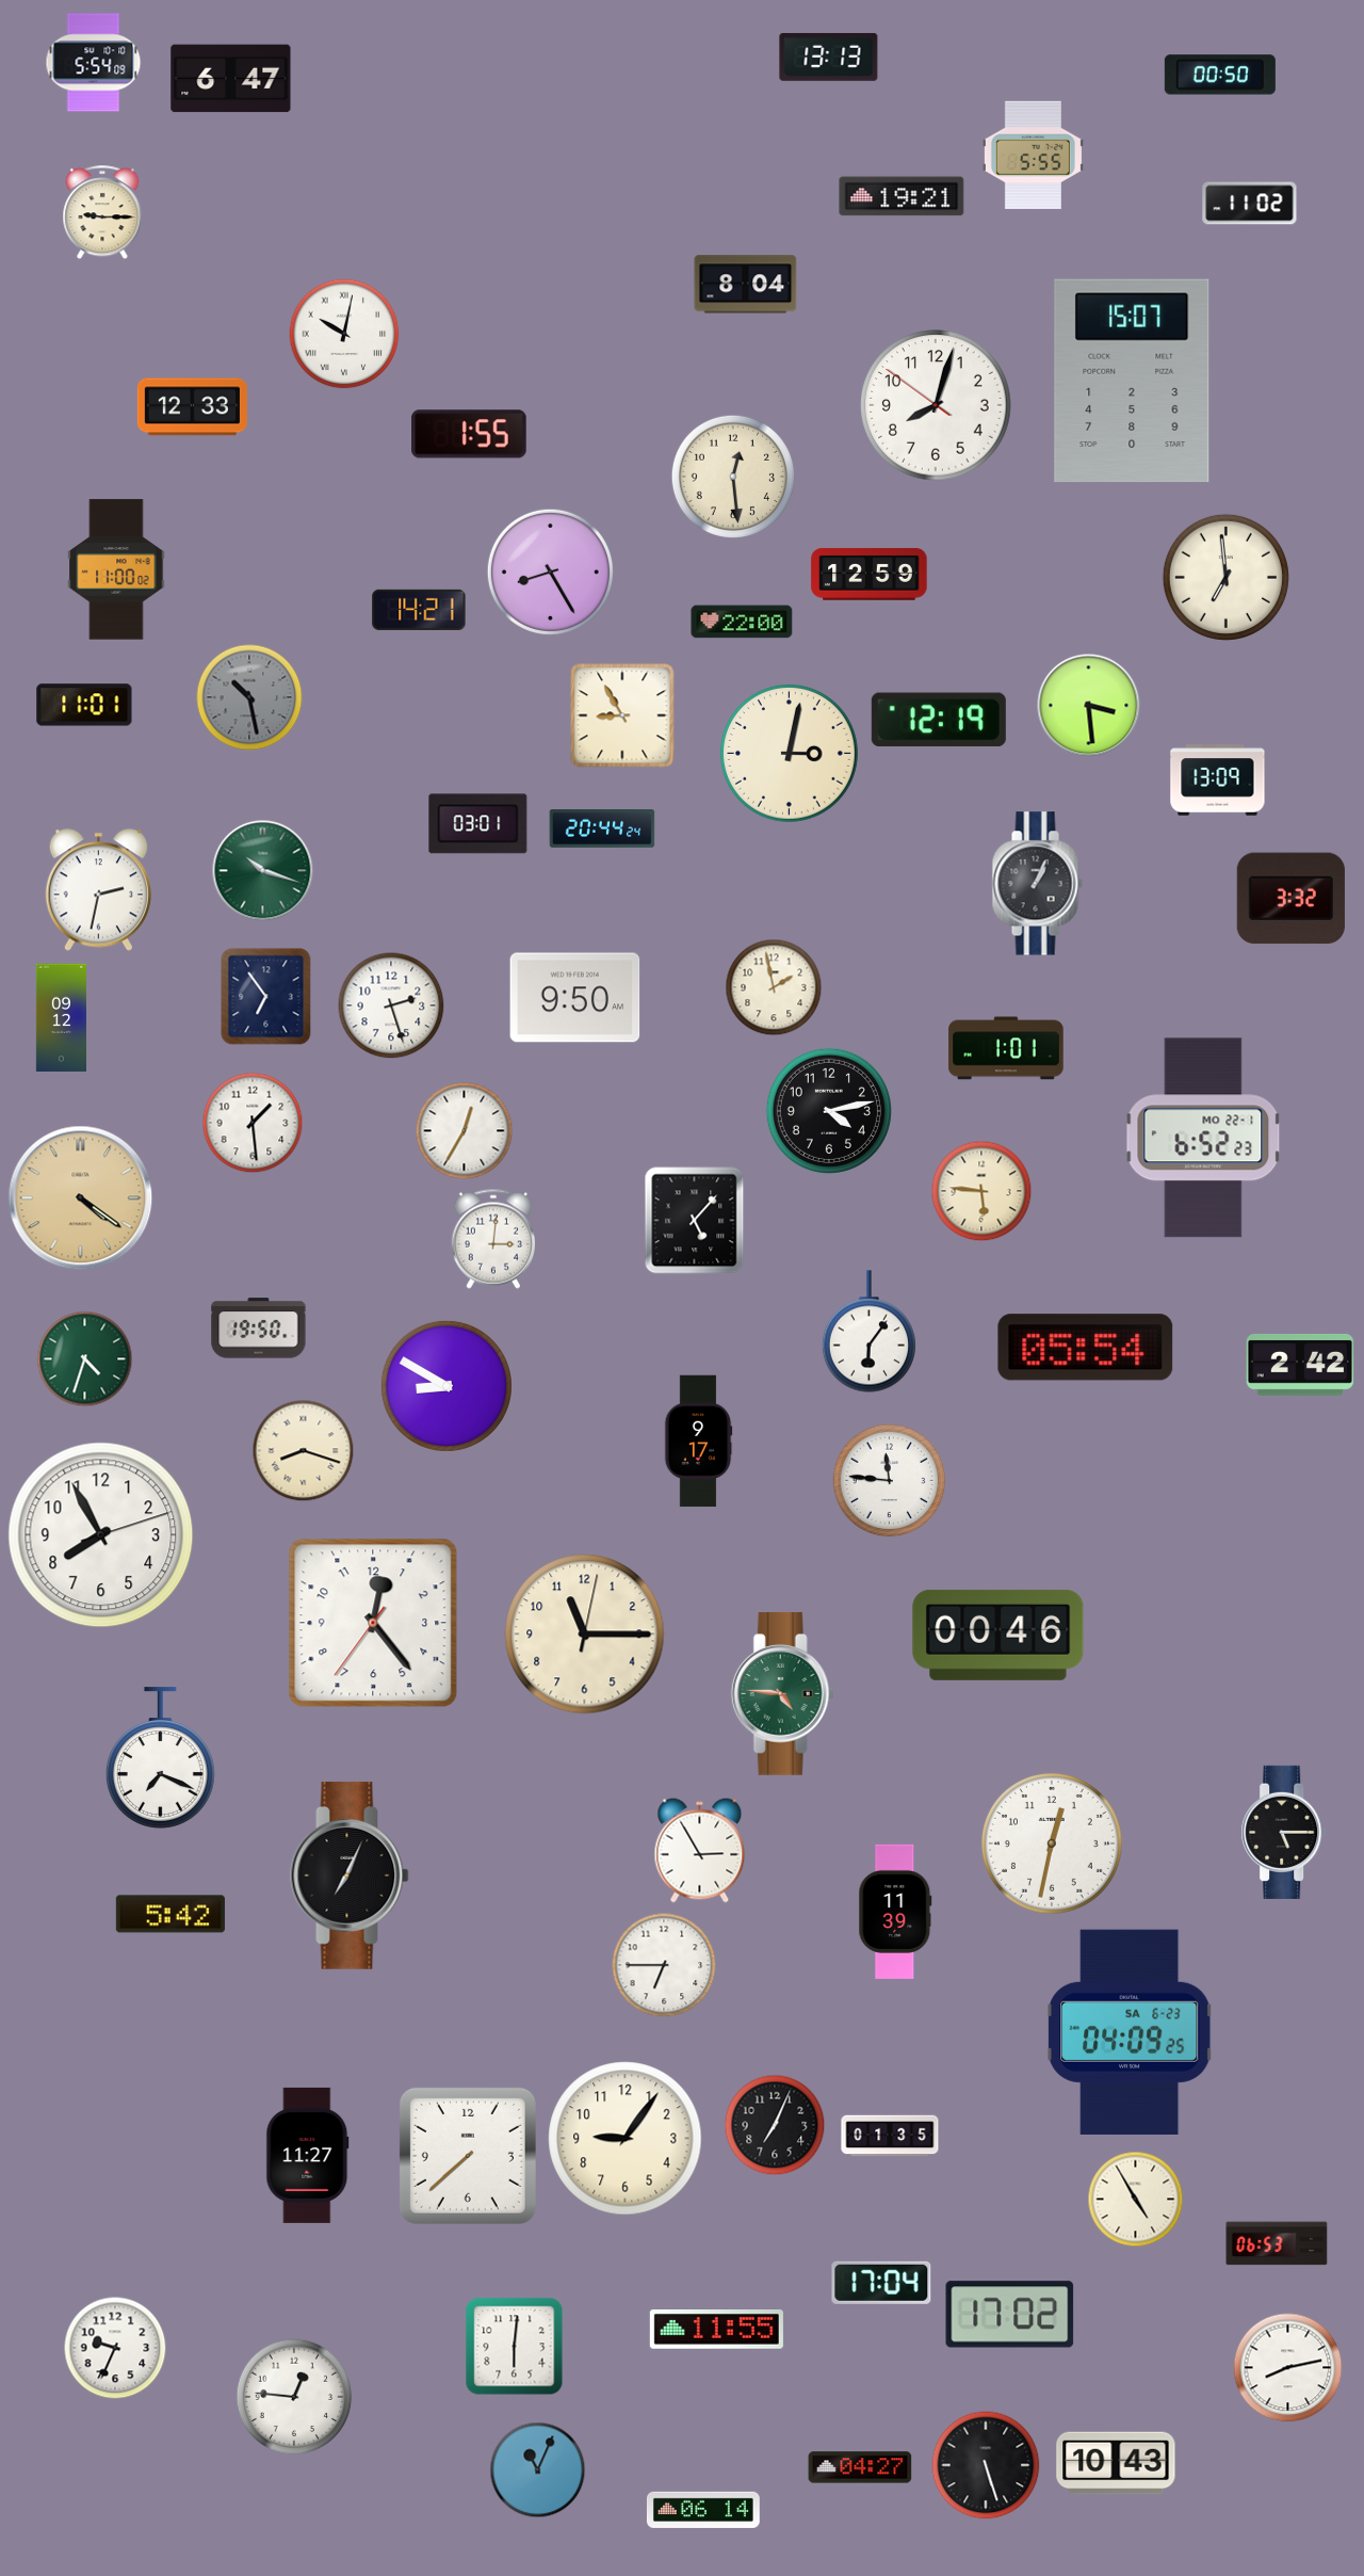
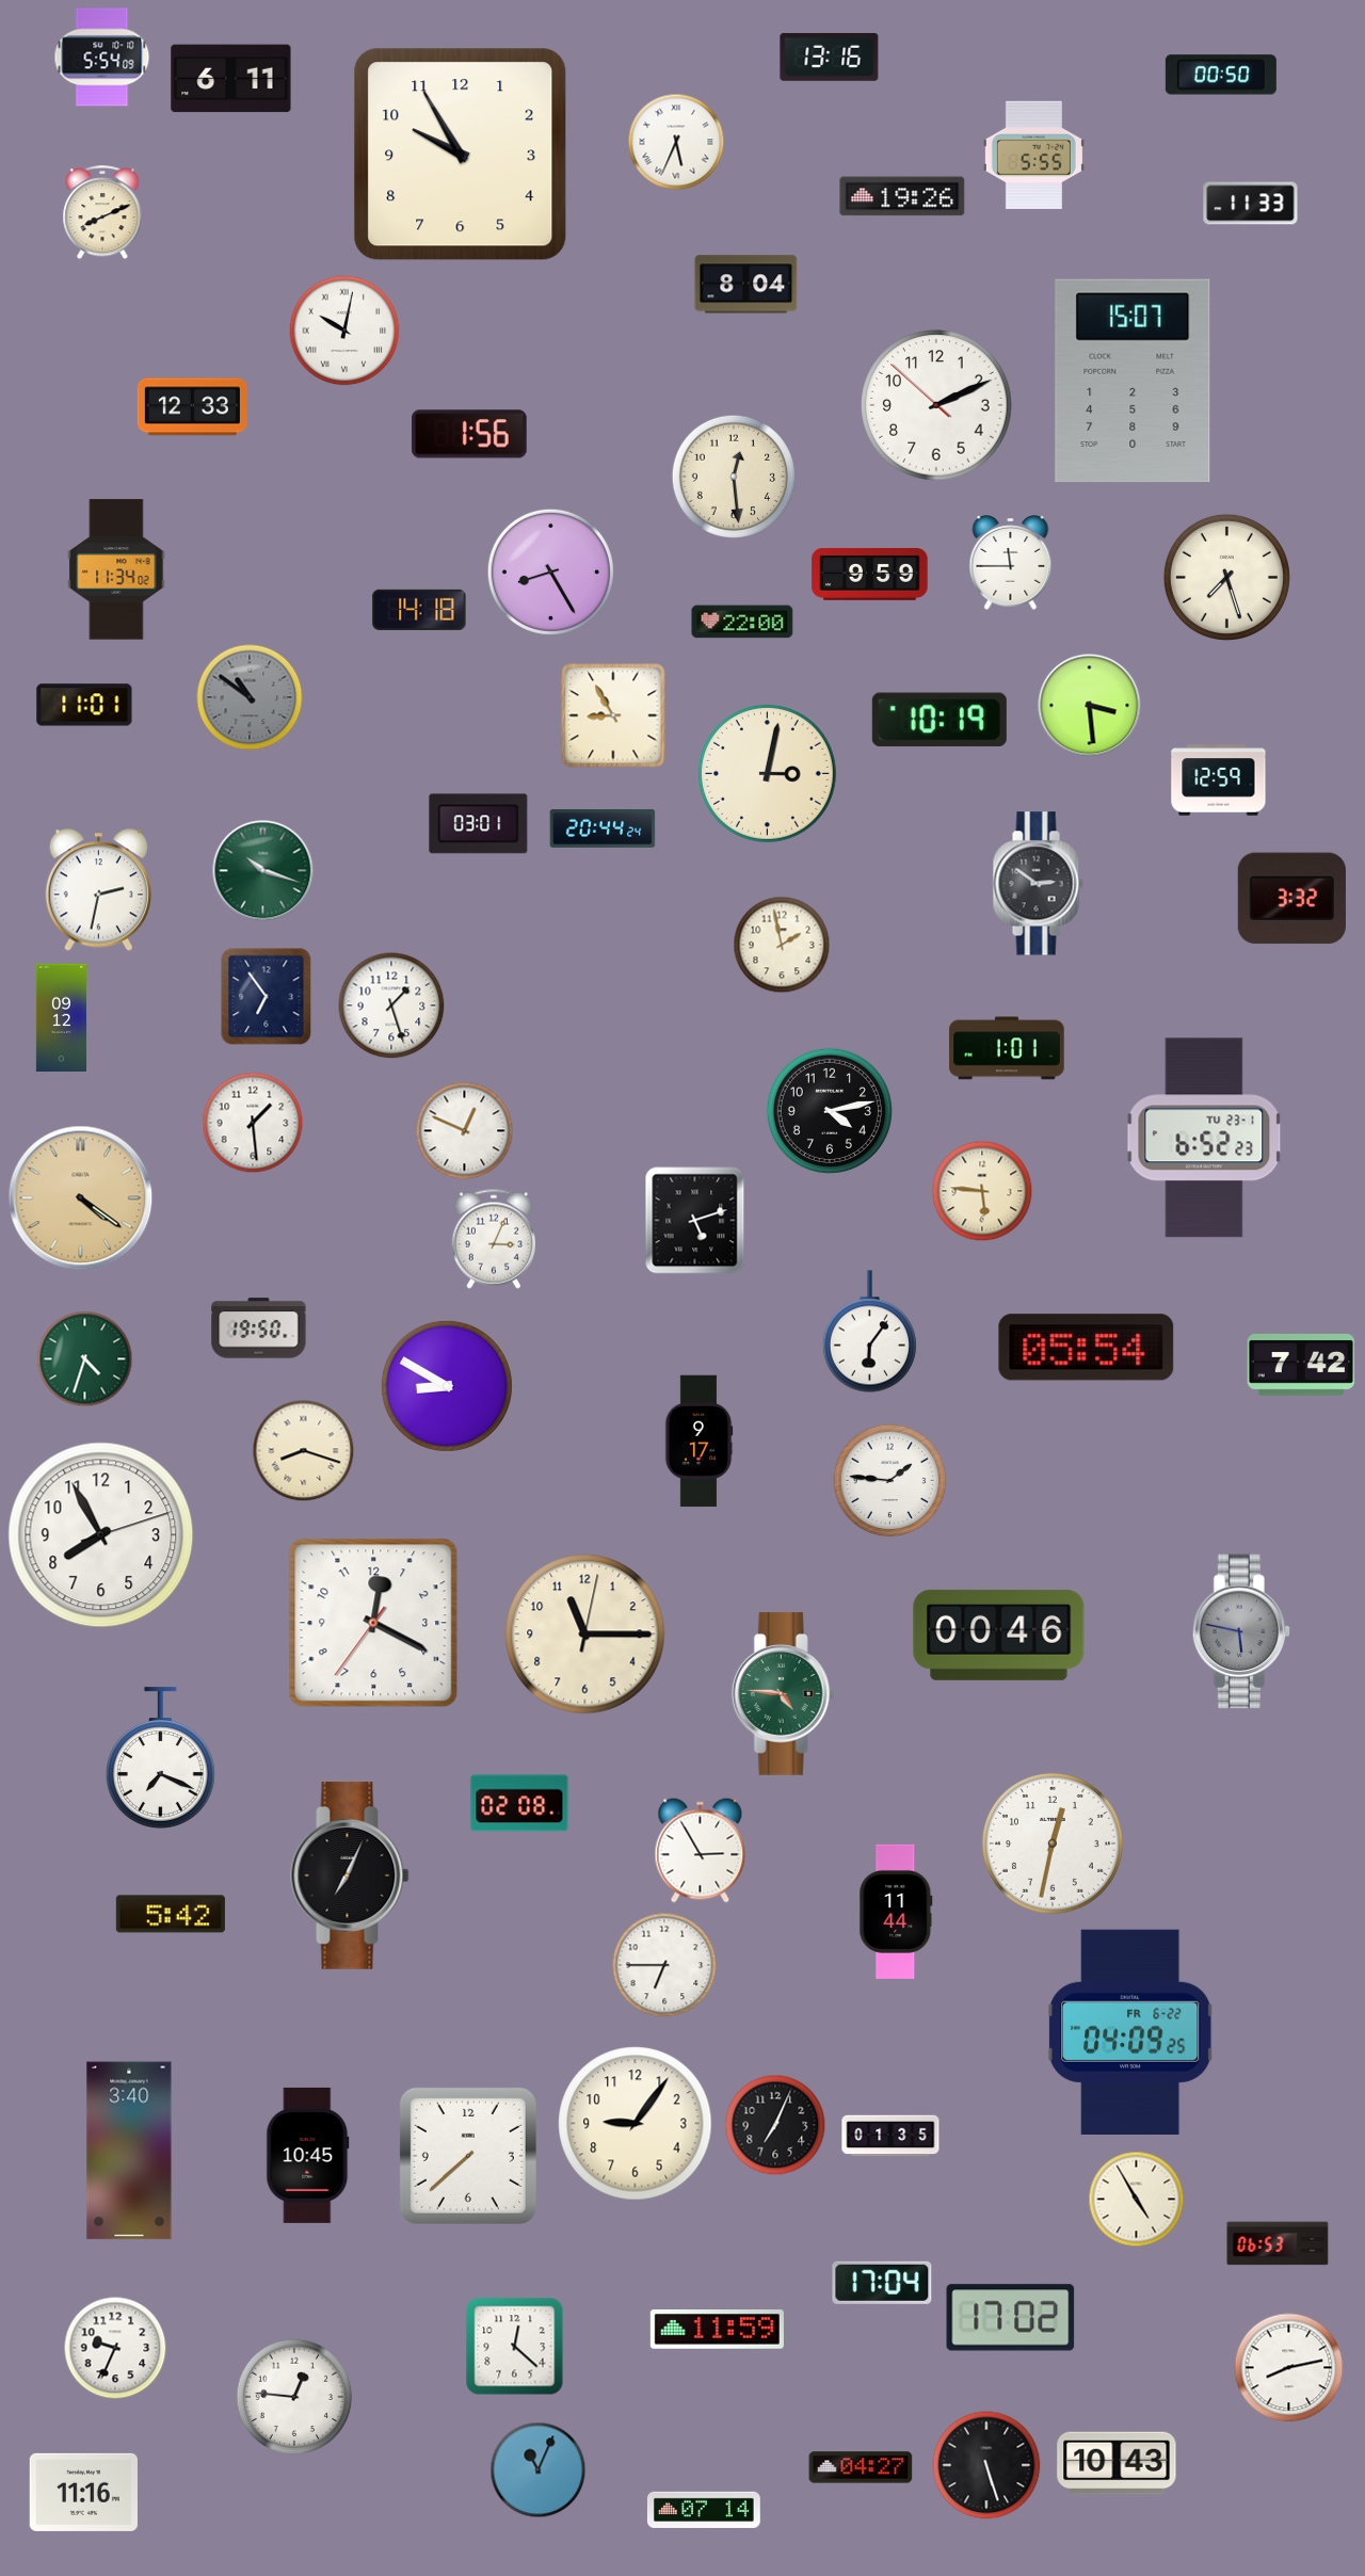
clock at (829, 57): 13:13 -> 13:16
clock at (94, 63) position: (94, 63) -> (102, 58)
clock at (231, 79): 6:47 -> 6:11
clock at (676, 142): none -> 5:34
clock at (461, 155): none -> 9:55
clock at (902, 196): 19:21 -> 19:26
clock at (1250, 204): 11:02 -> 11:33
clock at (102, 213): 9:15 -> 8:11
clock at (344, 334) position: (344, 334) -> (344, 331)
clock at (936, 405): 8:02 -> 2:10
clock at (469, 434): 1:55 -> 1:56
clock at (1011, 563): none -> 11:45
clock at (116, 569): 11:00 -> 11:34
clock at (870, 574): 12:59 -> 9:59
clock at (1225, 577): 6:59 -> 7:27
clock at (419, 610): 14:21 -> 14:18
clock at (249, 697): 10:28 -> 10:51
clock at (622, 715) position: (622, 715) -> (613, 715)
clock at (939, 720): 12:19 -> 10:19
clock at (789, 753) position: (789, 753) -> (767, 773)
clock at (1218, 780): 13:09 -> 12:59
clock at (1037, 884): 1:04 -> 2:51
clock at (774, 987) position: (774, 987) -> (782, 945)
clock at (575, 998): 9:50 -> none
clock at (391, 1005): 2:27 -> 1:27
clock at (465, 1131): 12:35 -> 12:49
clock at (1203, 1138) date: MO 22-1 -> TU 23-1
clock at (695, 1221): 5:07 -> 5:12
clock at (492, 1239): 3:01 -> 3:04
clock at (1300, 1365): 2:42 -> 7:42
clock at (890, 1481): 11:46 -> 1:46
clock at (373, 1623): 12:23 -> 12:19
clock at (1241, 1631): none -> 5:47
clock at (519, 1803): none -> 02:08
clock at (1284, 1832): 5:15 -> none
clock at (895, 1912): 11:39 -> 11:44
clock at (1130, 2032) date: SA 6-23 -> FR 6-22
clock at (626, 2139) position: (626, 2139) -> (636, 2124)
clock at (129, 2151): none -> 3:40
clock at (308, 2155): 11:27 -> 10:45
clock at (1010, 2315) position: (1010, 2315) -> (1011, 2318)
clock at (716, 2330): 11:55 -> 11:59
clock at (515, 2347): 6:01 -> 12:22
clock at (83, 2492): none -> 11:16
clock at (703, 2510): 06:14 -> 07:14
